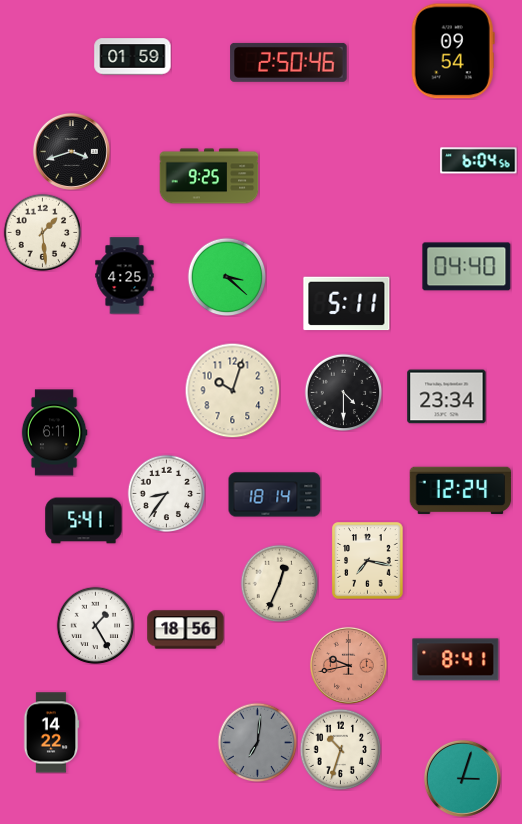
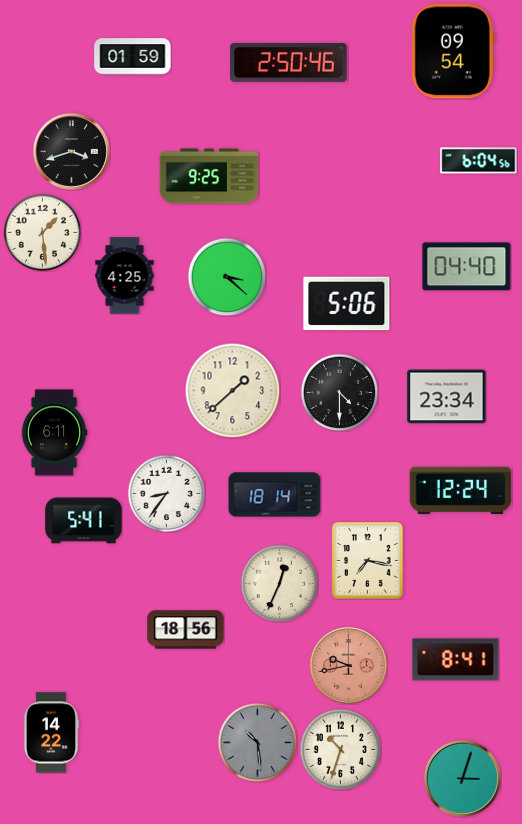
clock at (347, 304): 5:11 -> 5:06
clock at (232, 390): 10:03 -> 1:38
clock at (343, 392) position: (343, 392) -> (339, 392)
clock at (95, 625): 1:25 -> none
clock at (257, 742): 7:01 -> 10:29
